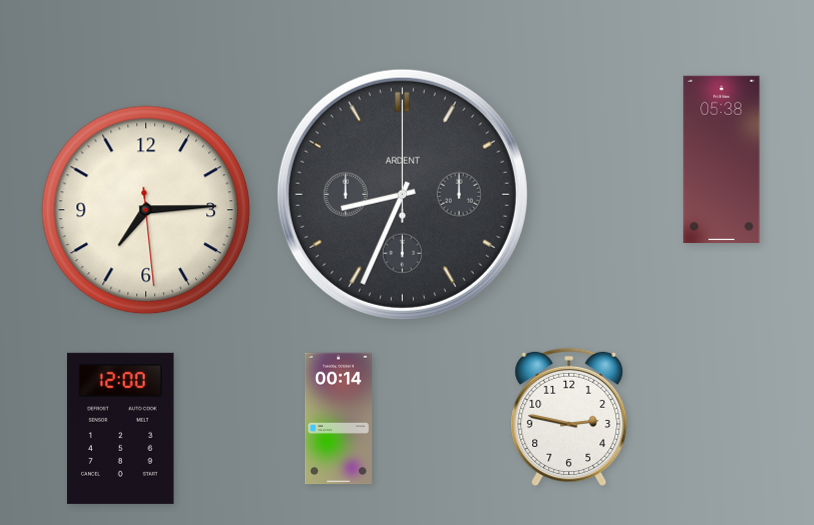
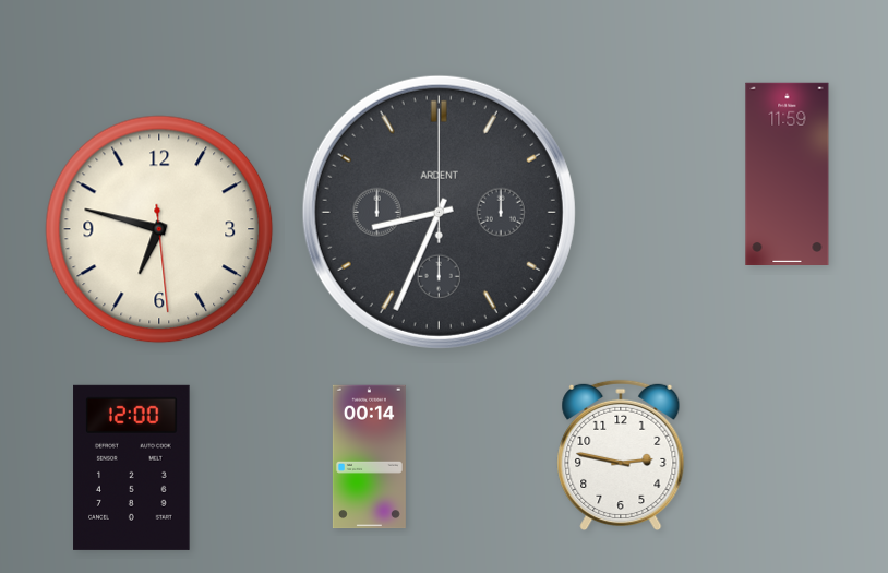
clock at (722, 159): 05:38 -> 11:59
clock at (146, 210): 7:14 -> 6:47
